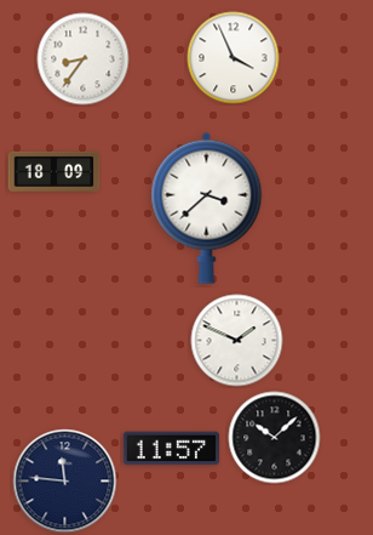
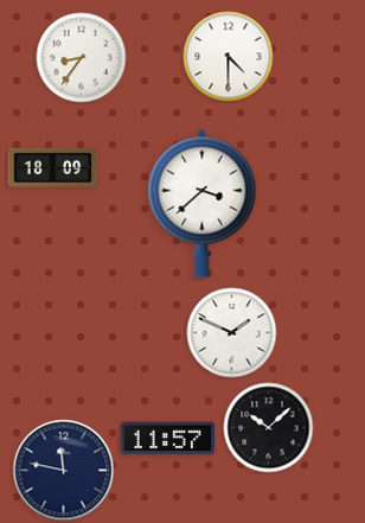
clock at (234, 58): 3:56 -> 4:30
clock at (65, 482): 11:46 -> 11:47
